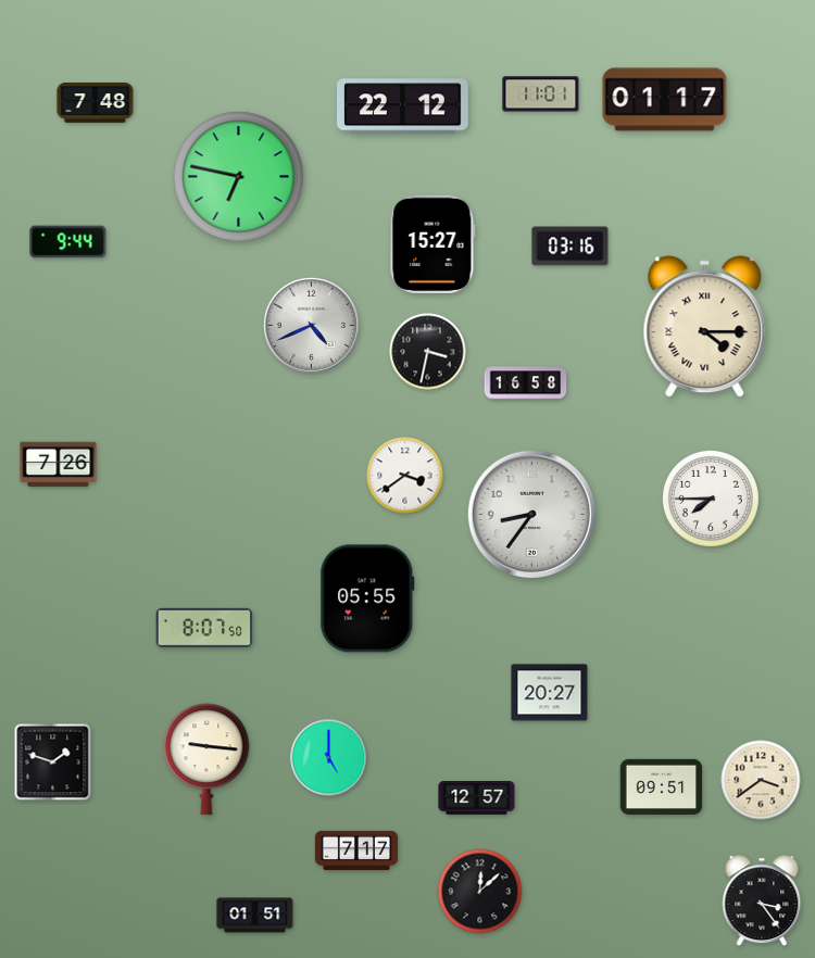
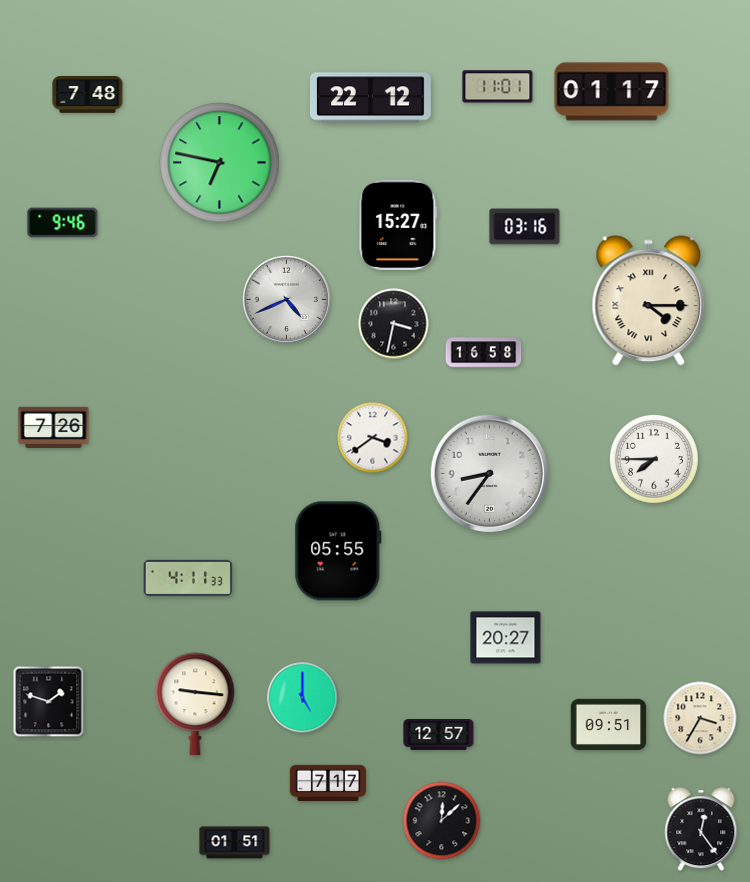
clock at (68, 242): 9:44 -> 9:46
clock at (204, 628): 8:07 -> 4:11
clock at (206, 759) position: (206, 759) -> (195, 704)
clock at (761, 780): 3:39 -> 3:35
clock at (762, 902): 3:24 -> 12:24
